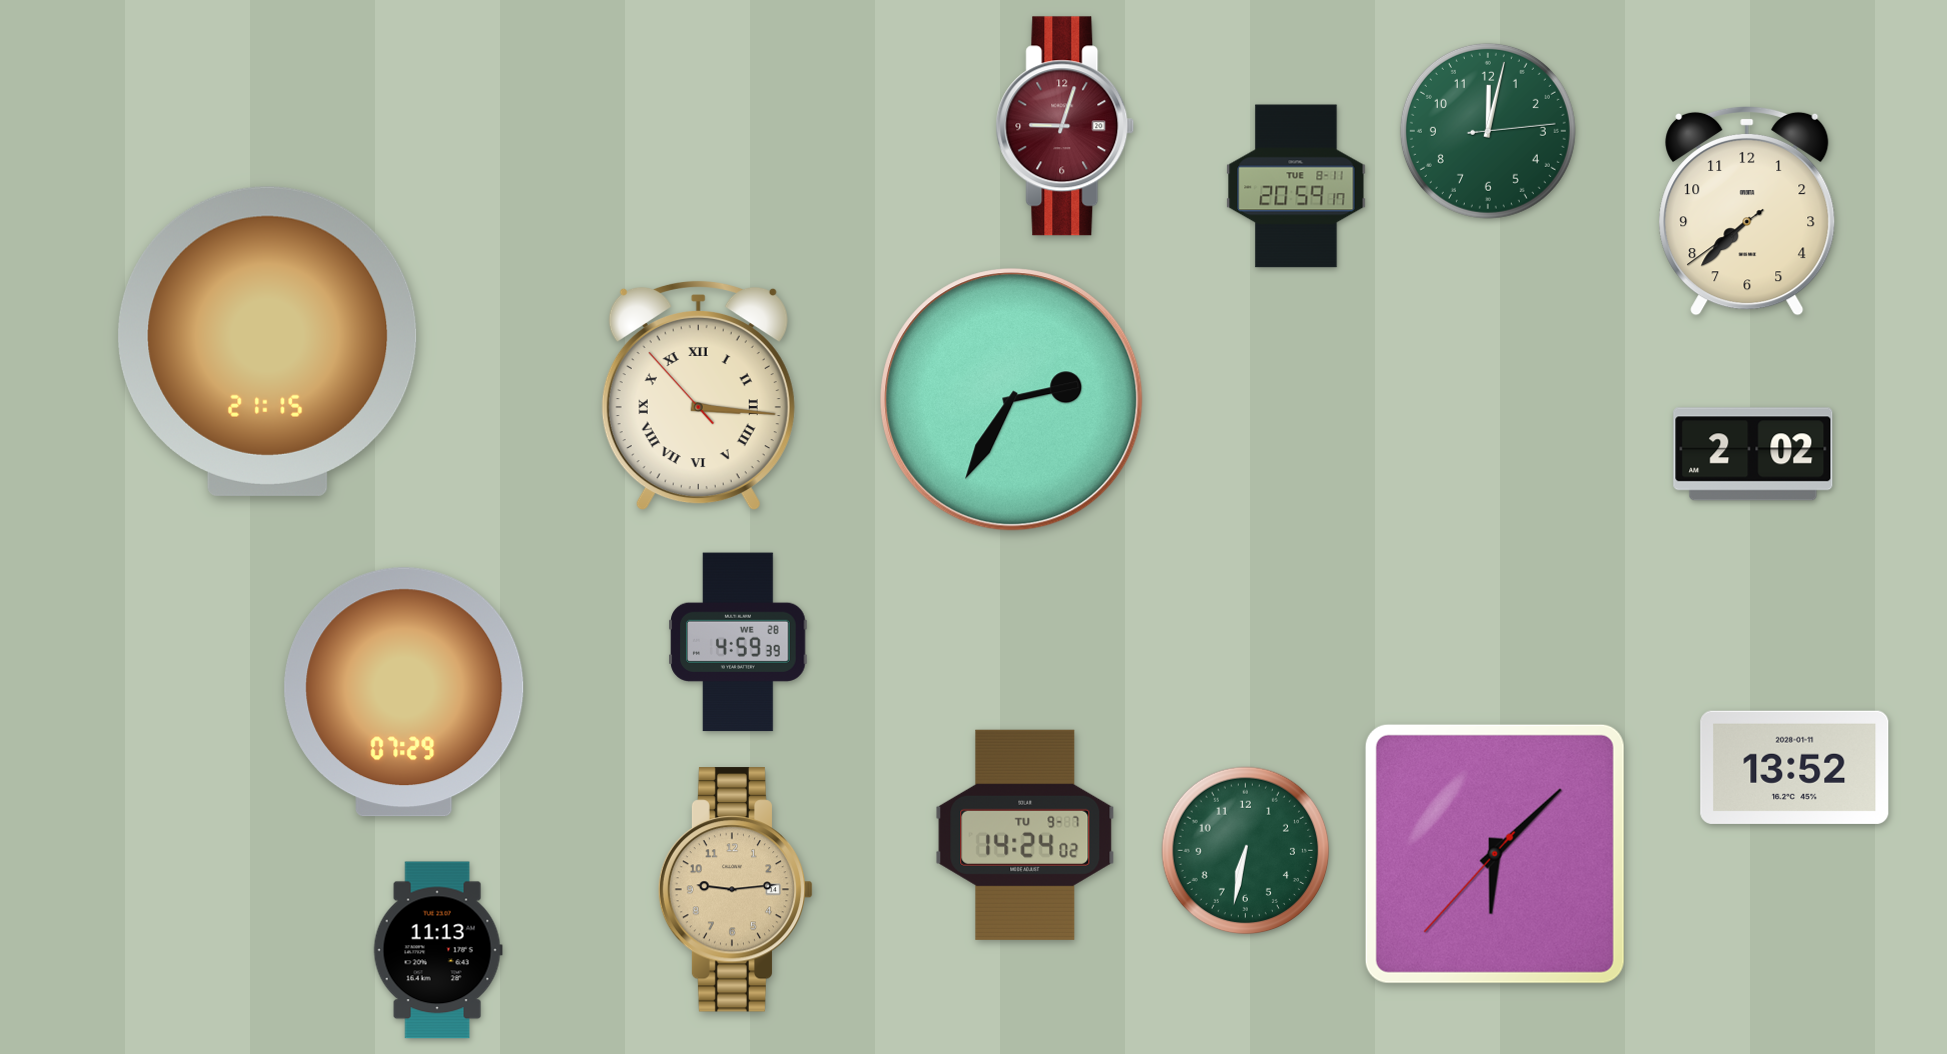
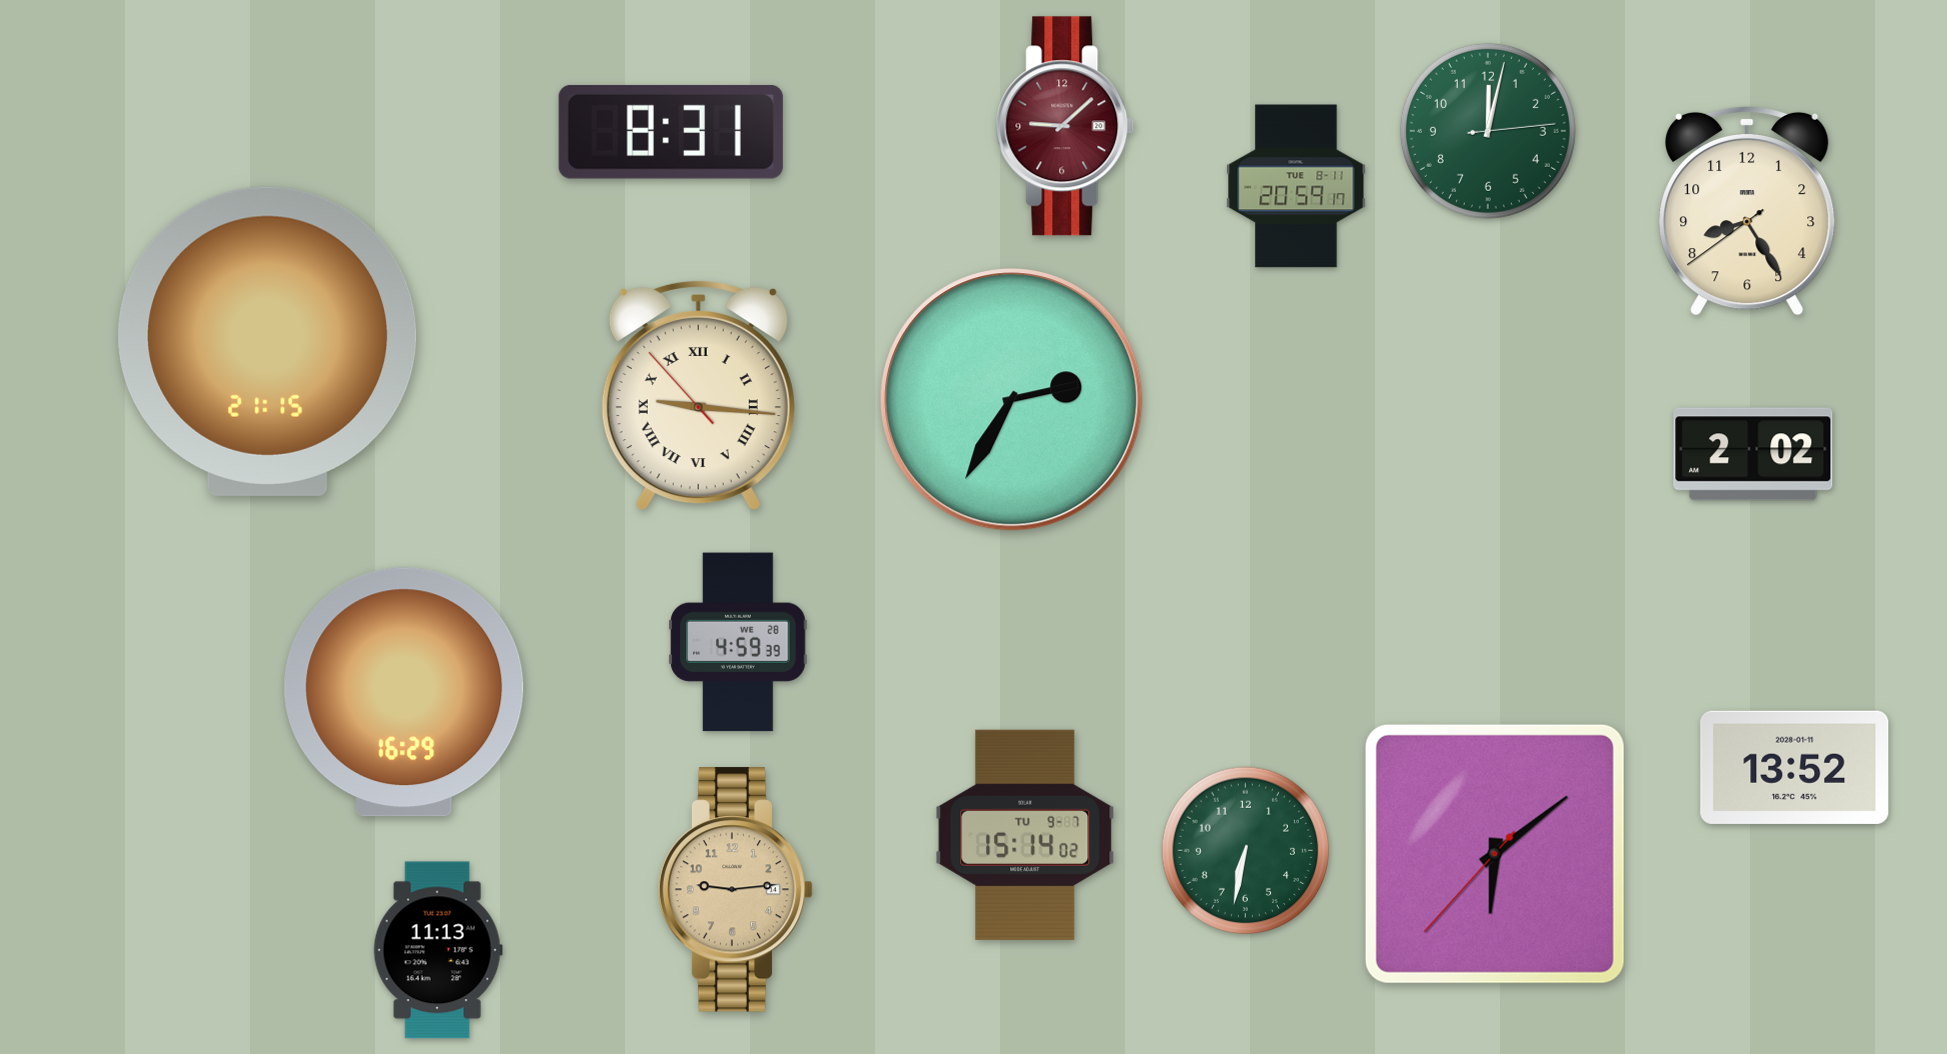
clock at (1065, 126): 9:03 -> 9:08
clock at (671, 132): none -> 8:31
clock at (1747, 211): 7:37 -> 8:24
clock at (698, 395): 3:15 -> 9:15
clock at (404, 692): 07:29 -> 16:29
clock at (1025, 835): 14:24 -> 15:14
clock at (1495, 854): 6:07 -> 6:08
